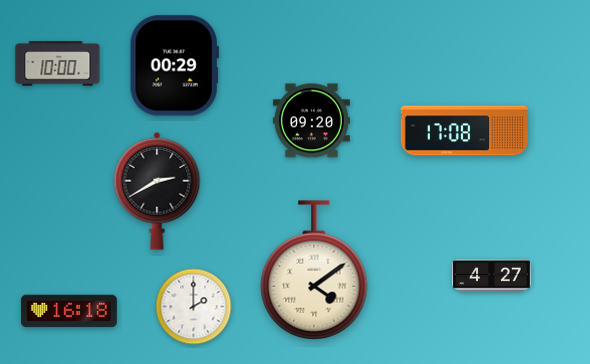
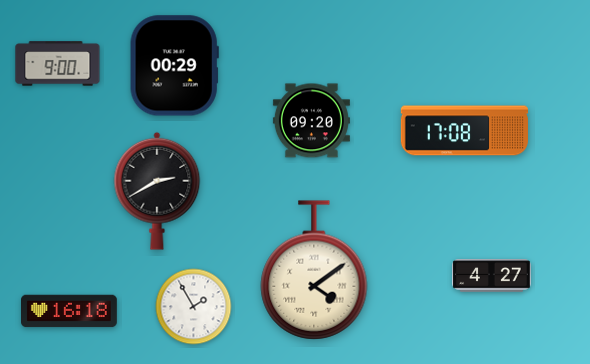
clock at (58, 64): 10:00 -> 9:00
clock at (194, 307): 2:00 -> 1:55
